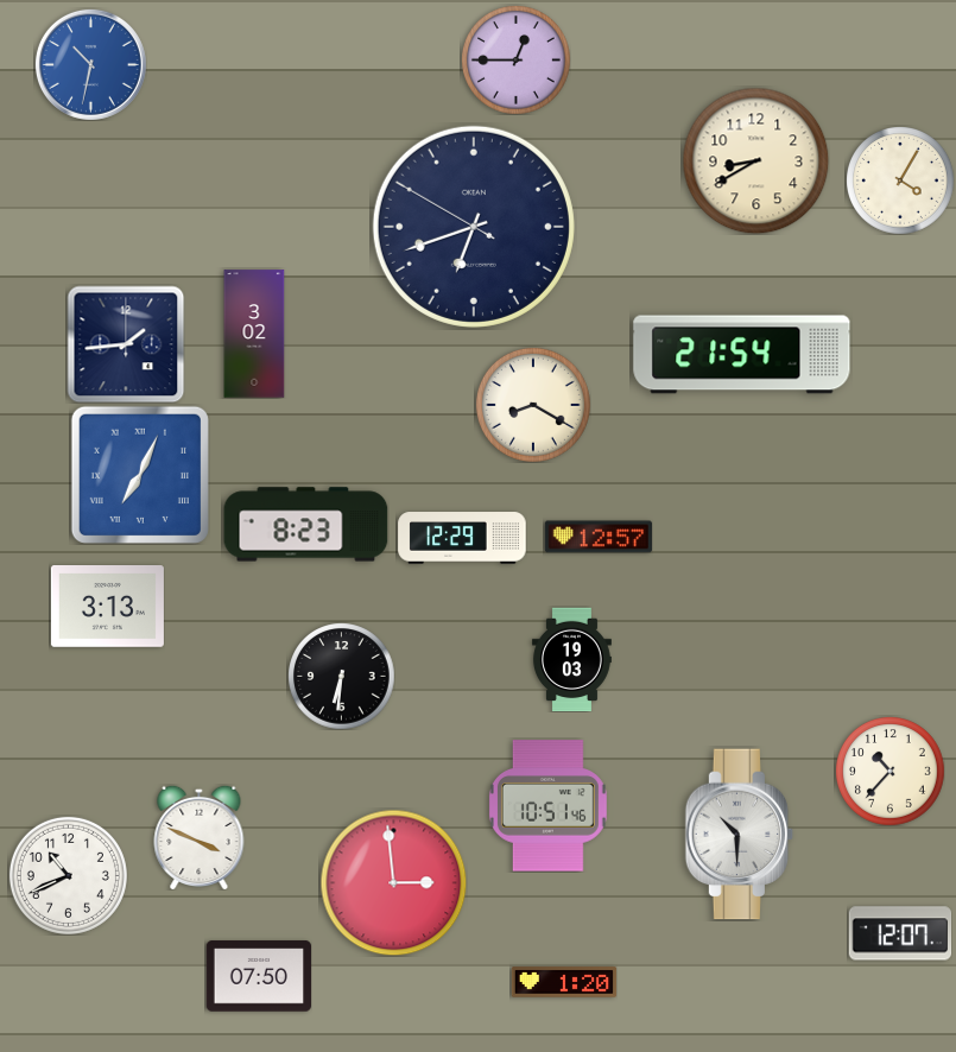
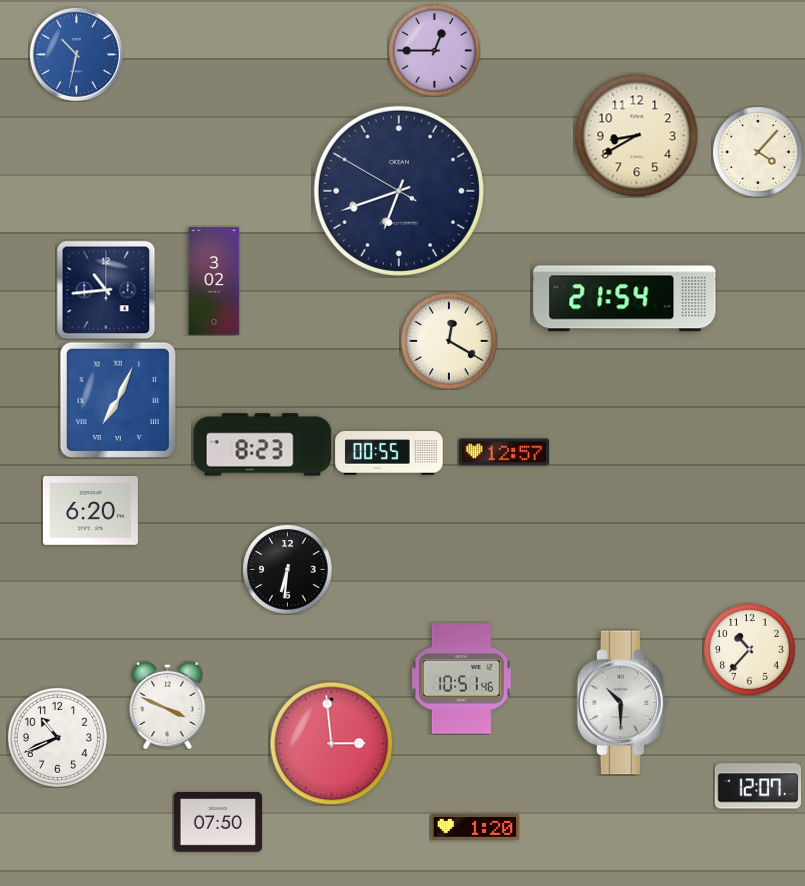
clock at (900, 180): 4:05 -> 4:07
clock at (126, 344): 1:44 -> 10:44
clock at (533, 405): 8:20 -> 12:20
clock at (306, 525) position: (306, 525) -> (263, 445)
clock at (462, 538): 12:29 -> 00:55
clock at (107, 607): 3:13 -> 6:20
clock at (571, 659): 19:03 -> none
